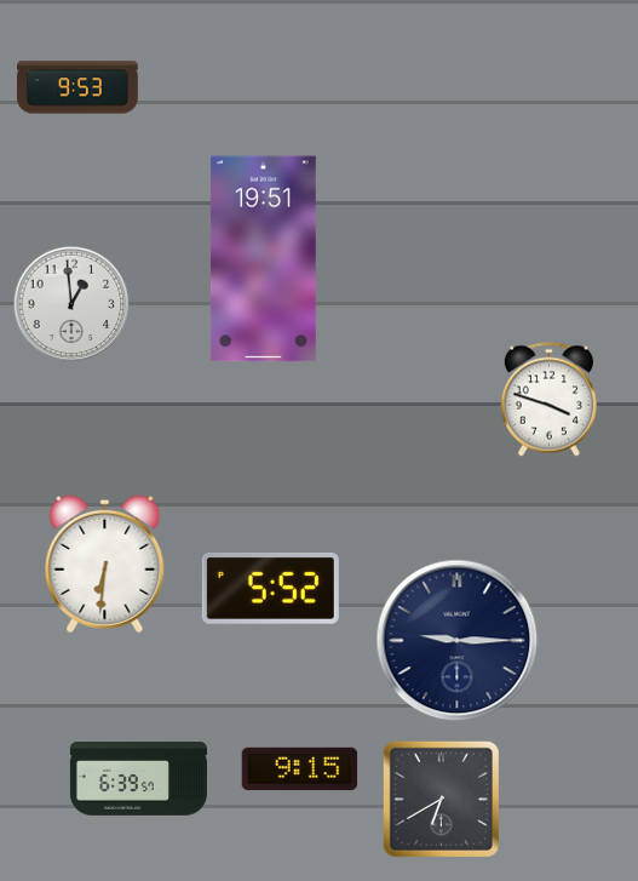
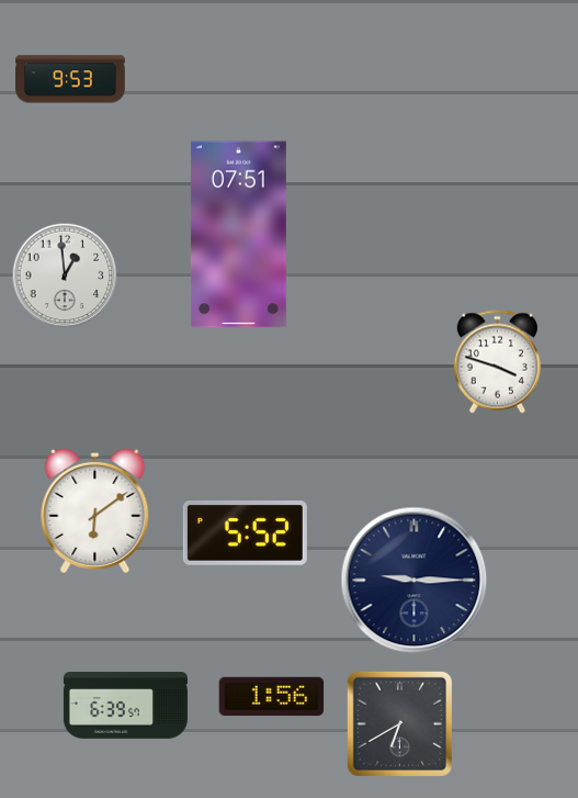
clock at (263, 259): 19:51 -> 07:51
clock at (105, 564): 6:31 -> 6:09
clock at (300, 770): 9:15 -> 1:56
